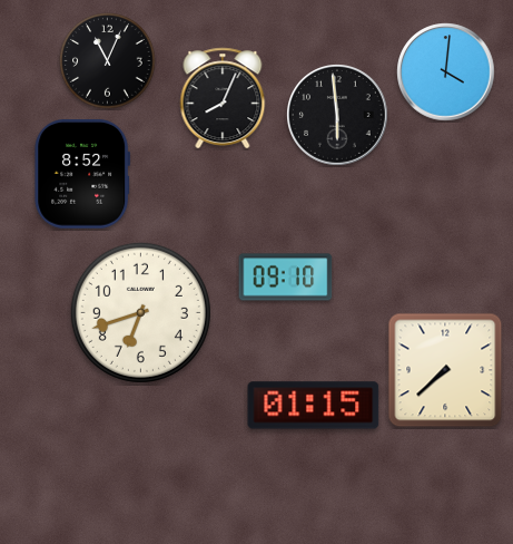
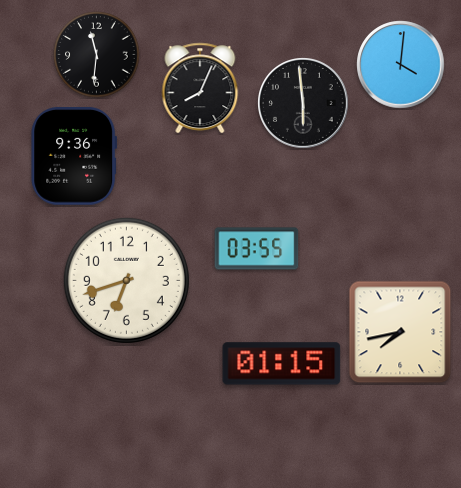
clock at (108, 61): 11:04 -> 11:31
clock at (82, 175): 8:52 -> 9:36
clock at (286, 278): 09:10 -> 03:55
clock at (445, 370): 7:38 -> 7:43
